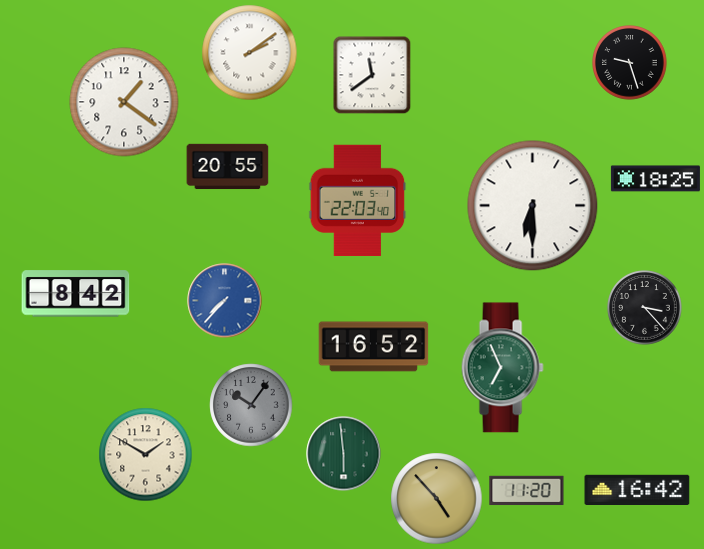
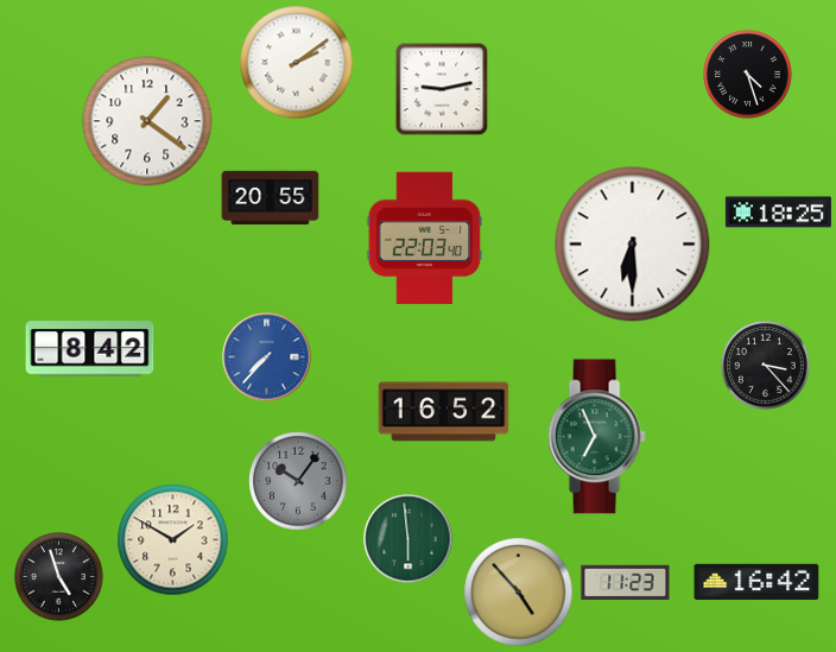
clock at (630, 63): 9:27 -> 4:27
clock at (372, 75): 11:39 -> 9:13
clock at (59, 577): none -> 4:57
clock at (527, 491): 11:20 -> 11:23
